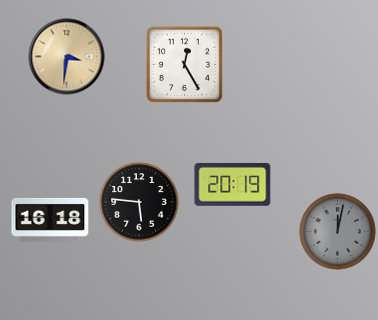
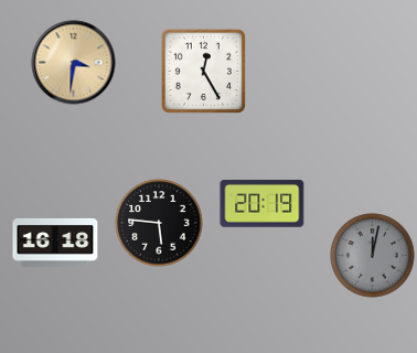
clock at (233, 184) position: (233, 184) -> (263, 203)
clock at (139, 202) position: (139, 202) -> (159, 223)
